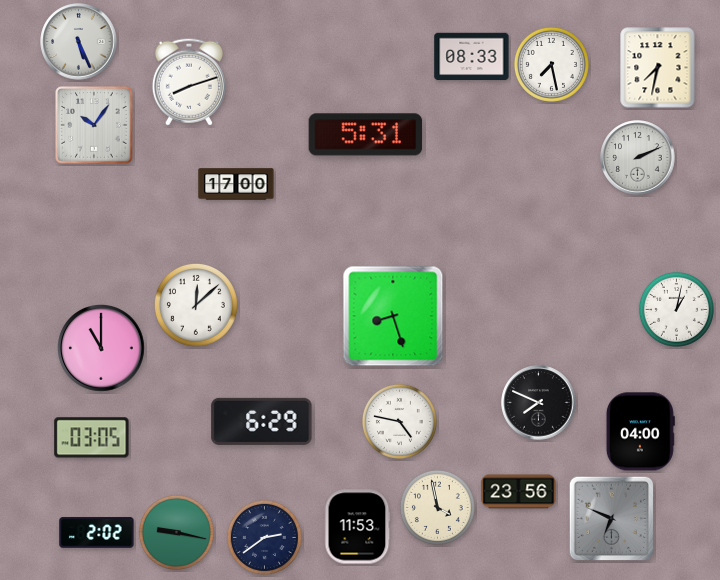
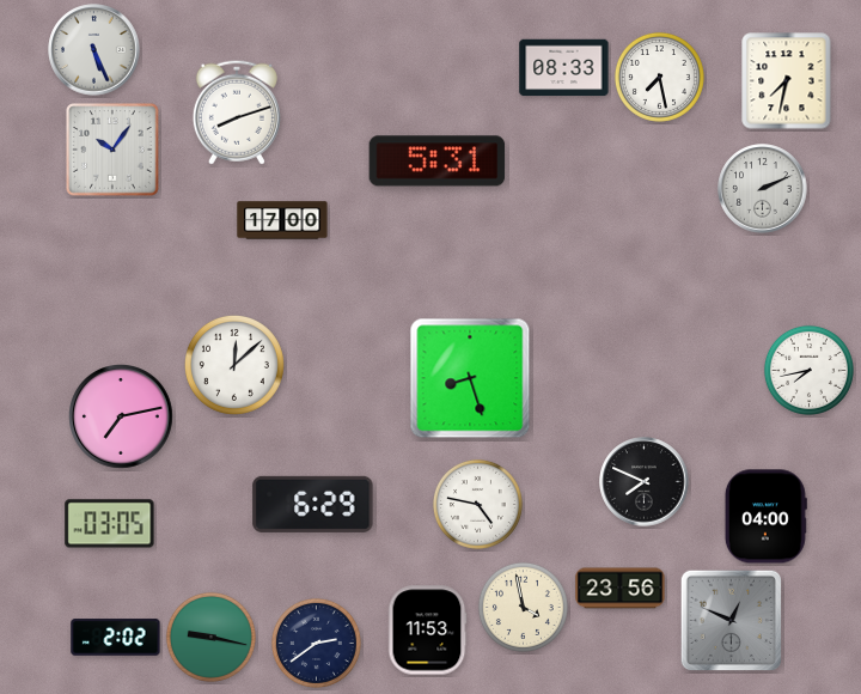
clock at (189, 82) position: (189, 82) -> (237, 112)
clock at (676, 309): 1:02 -> 7:43
clock at (102, 349): 11:00 -> 7:13
clock at (611, 518): 6:49 -> 12:49
